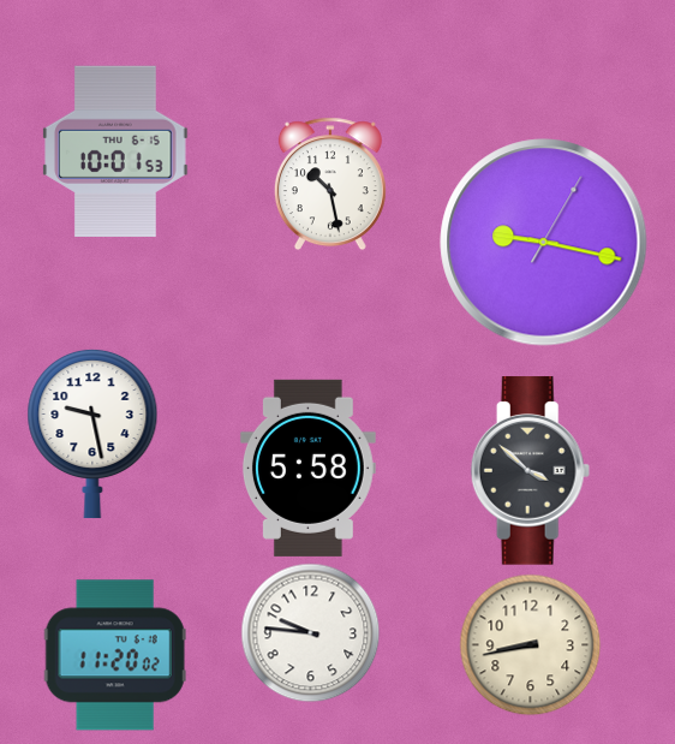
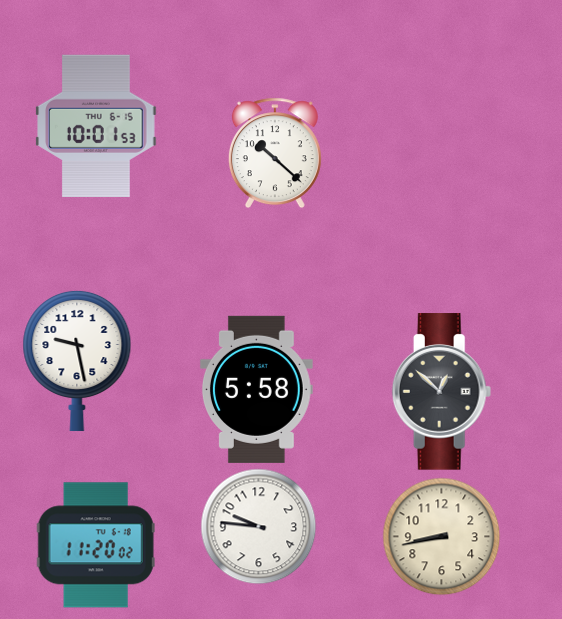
clock at (330, 184): 10:28 -> 10:22
clock at (544, 243): 9:17 -> none
clock at (531, 471): 3:52 -> 12:52
